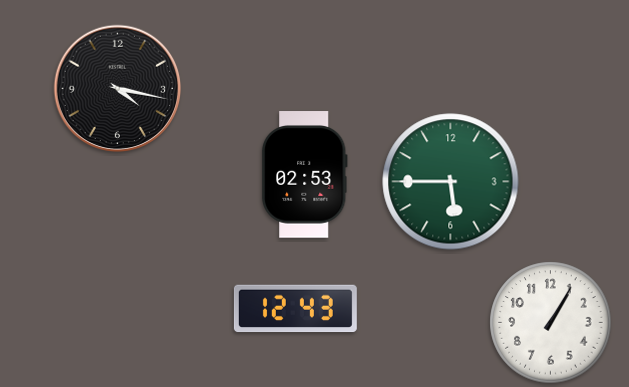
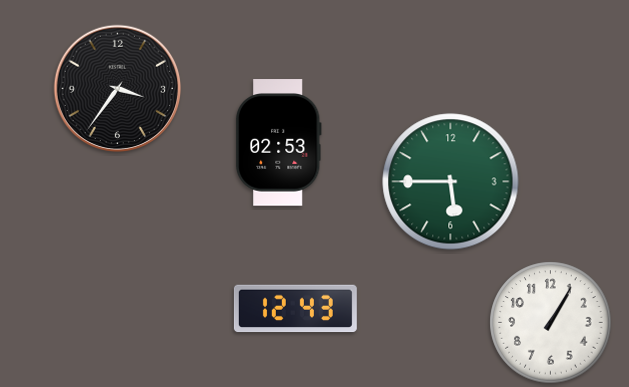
clock at (118, 89): 4:17 -> 3:36
clock at (304, 175) position: (304, 175) -> (278, 143)
